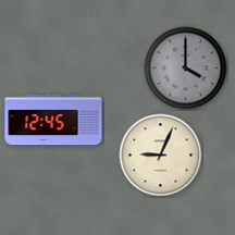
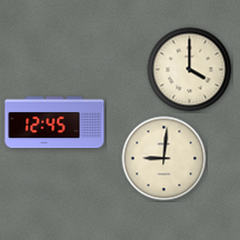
clock at (186, 69) dial: grey -> cream
clock at (161, 156): 9:04 -> 9:01
